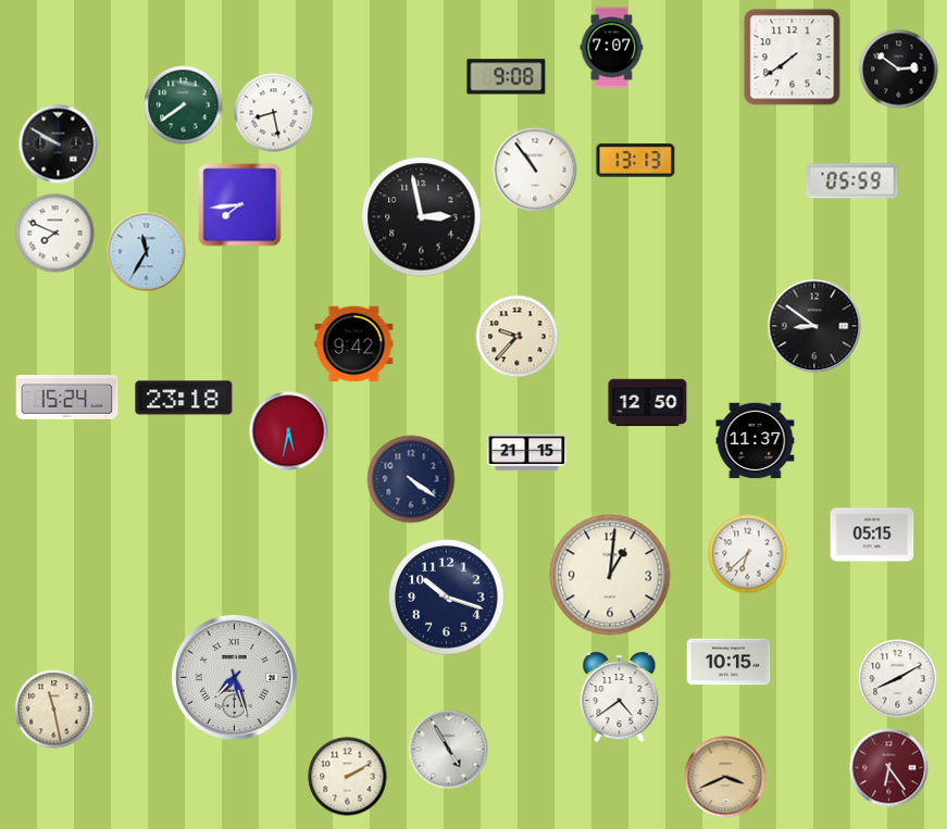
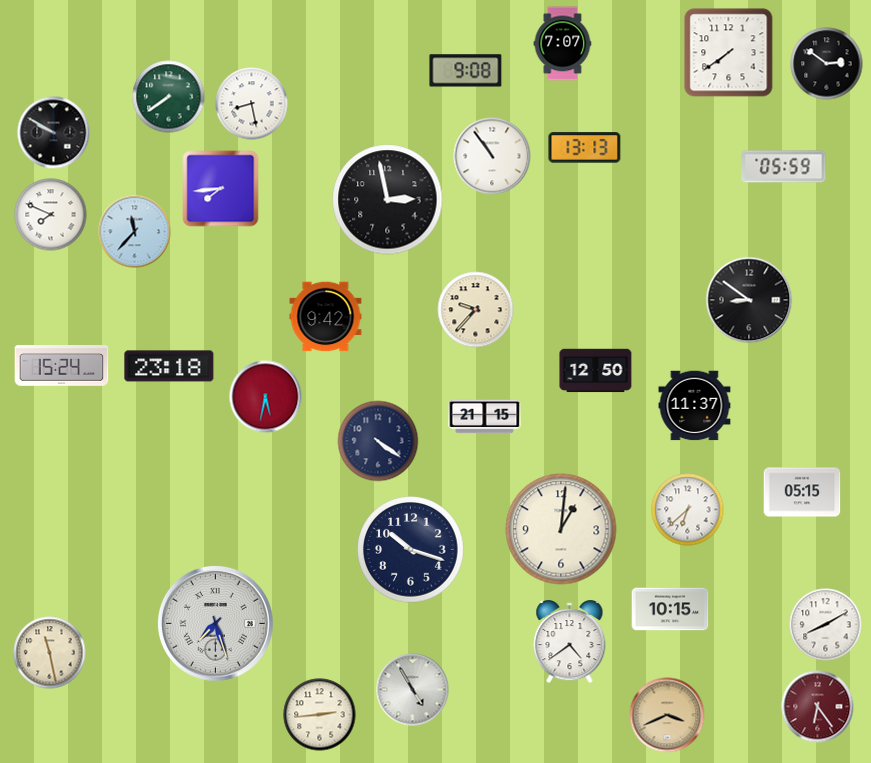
clock at (147, 252): 11:35 -> 11:37
clock at (348, 777): 2:10 -> 2:44
